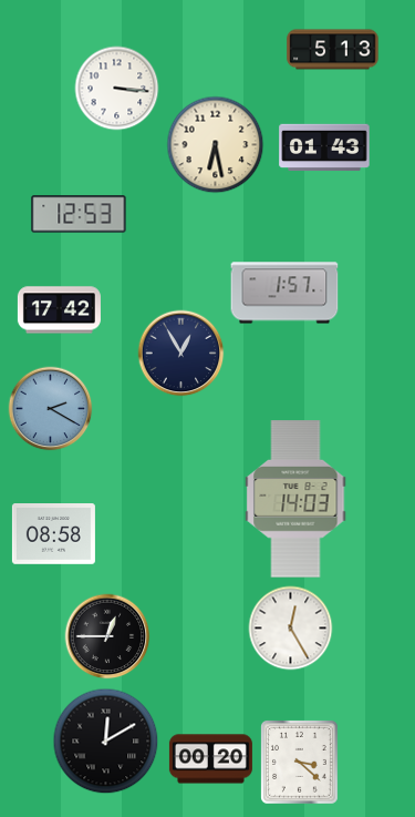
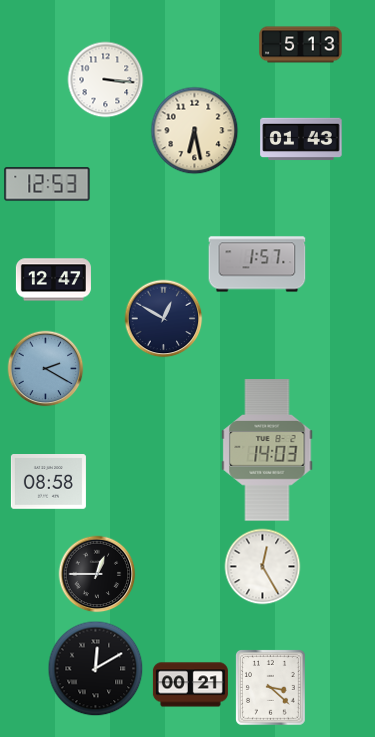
clock at (324, 147) position: (324, 147) -> (301, 139)
clock at (79, 214) position: (79, 214) -> (47, 184)
clock at (59, 310): 17:42 -> 12:47
clock at (181, 354): 12:55 -> 12:50
clock at (210, 759): 00:20 -> 00:21
